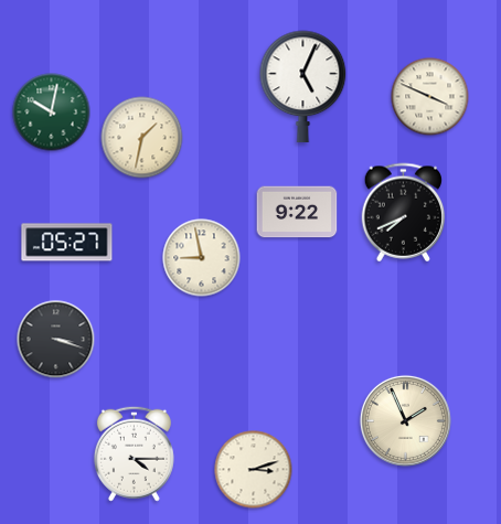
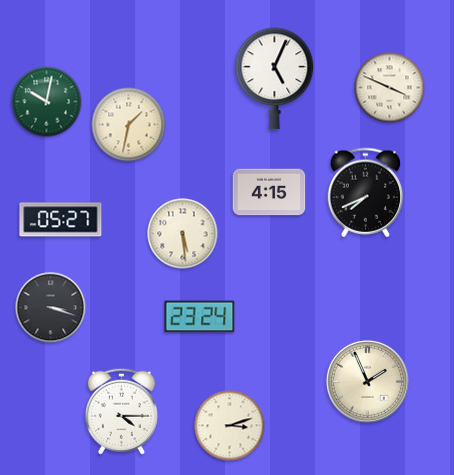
clock at (297, 212): 9:22 -> 4:15
clock at (202, 258): 8:58 -> 5:29
clock at (200, 317): none -> 23:24
